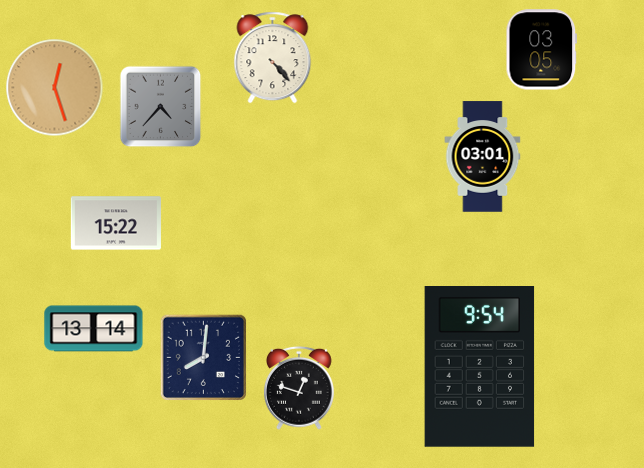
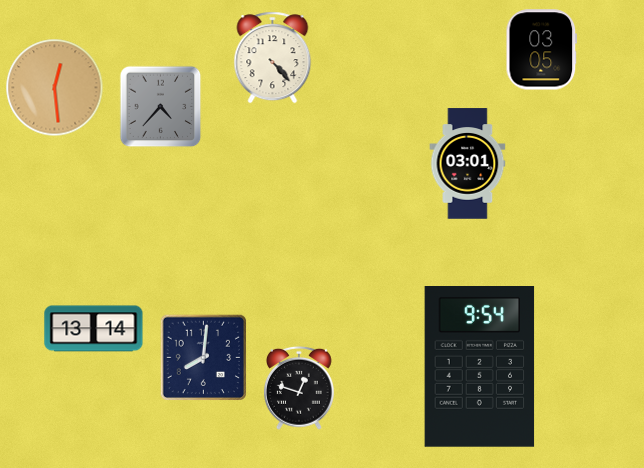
clock at (55, 88): 12:27 -> 12:29
clock at (483, 157) position: (483, 157) -> (468, 164)
clock at (116, 223): 15:22 -> none
